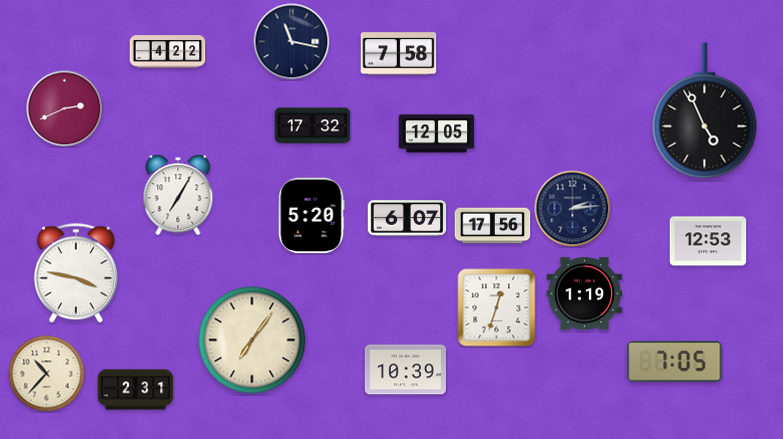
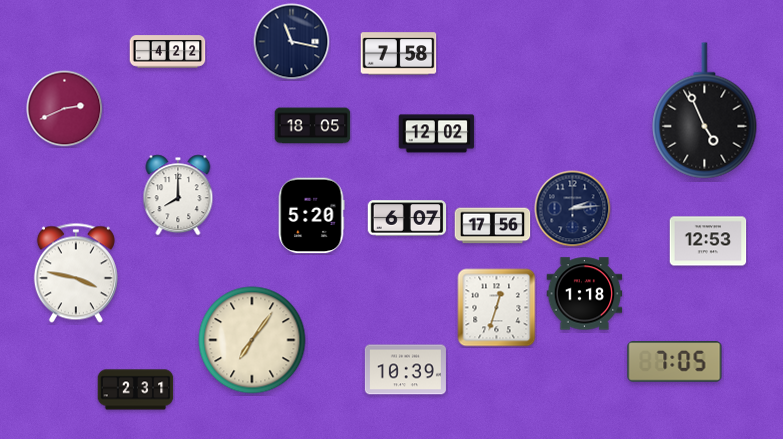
clock at (313, 126): 17:32 -> 18:05
clock at (437, 134): 12:05 -> 12:02
clock at (178, 195): 7:05 -> 8:00
clock at (585, 294): 1:19 -> 1:18
clock at (47, 374): 10:37 -> none
